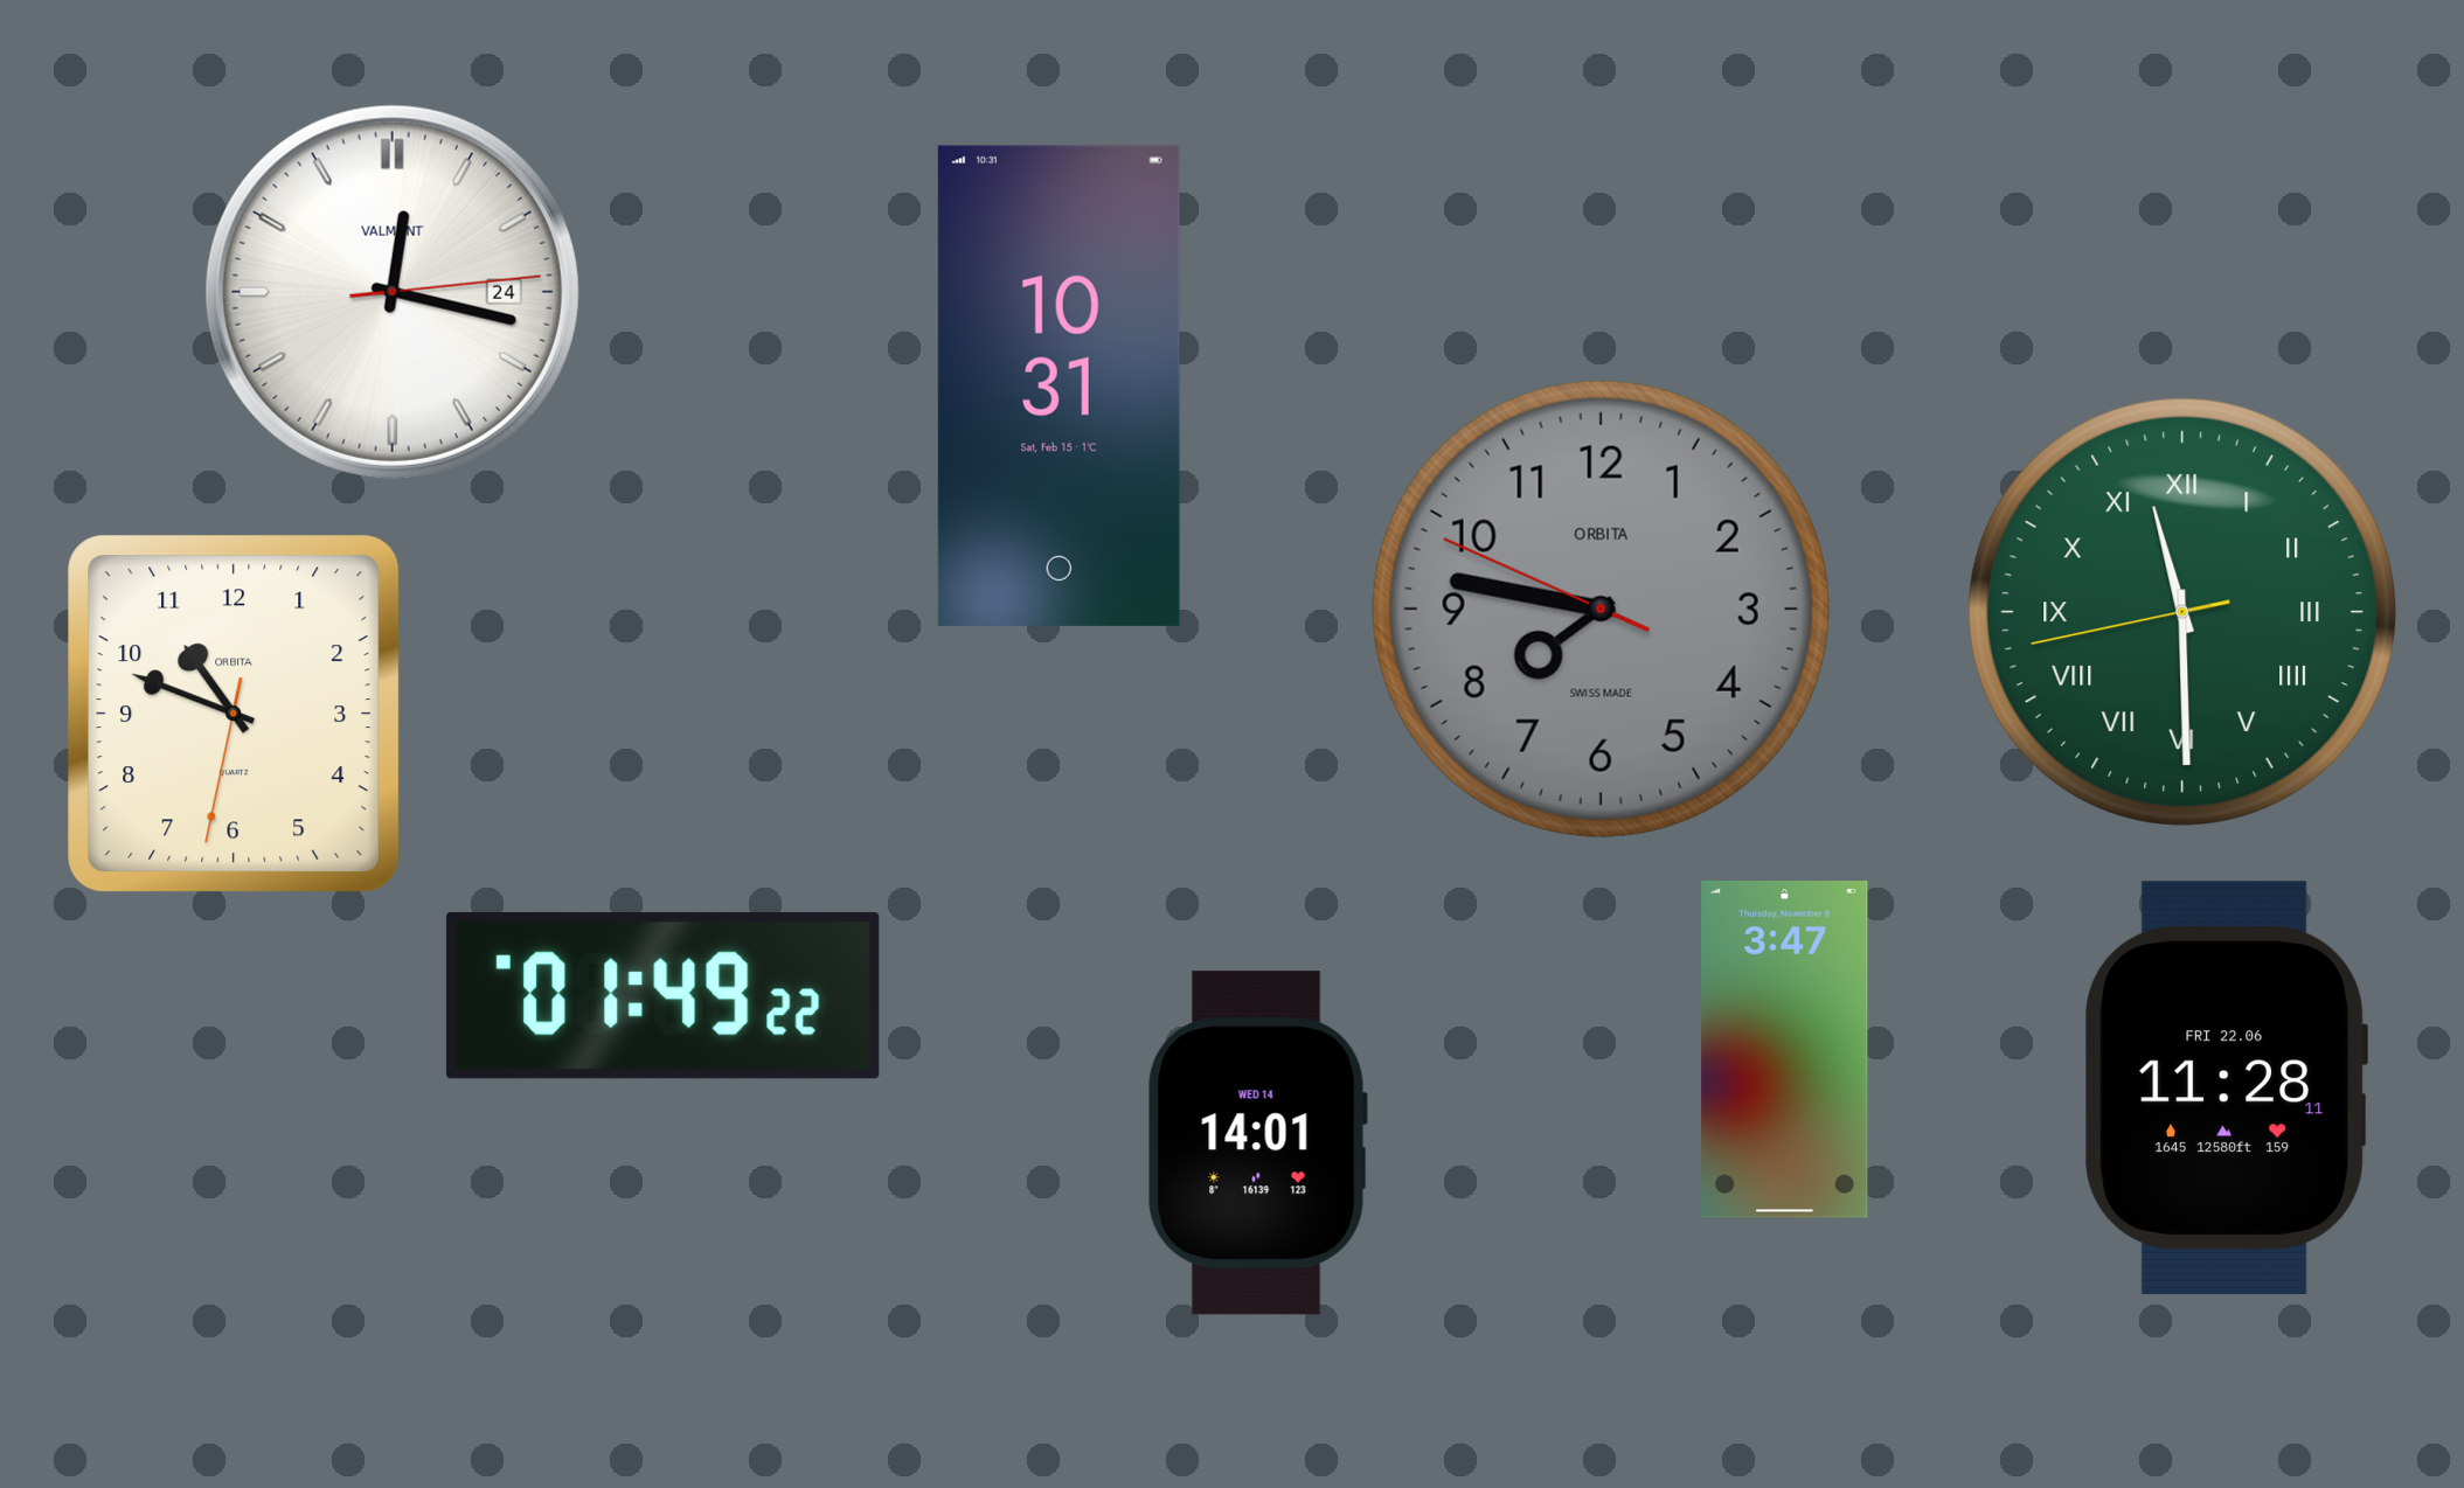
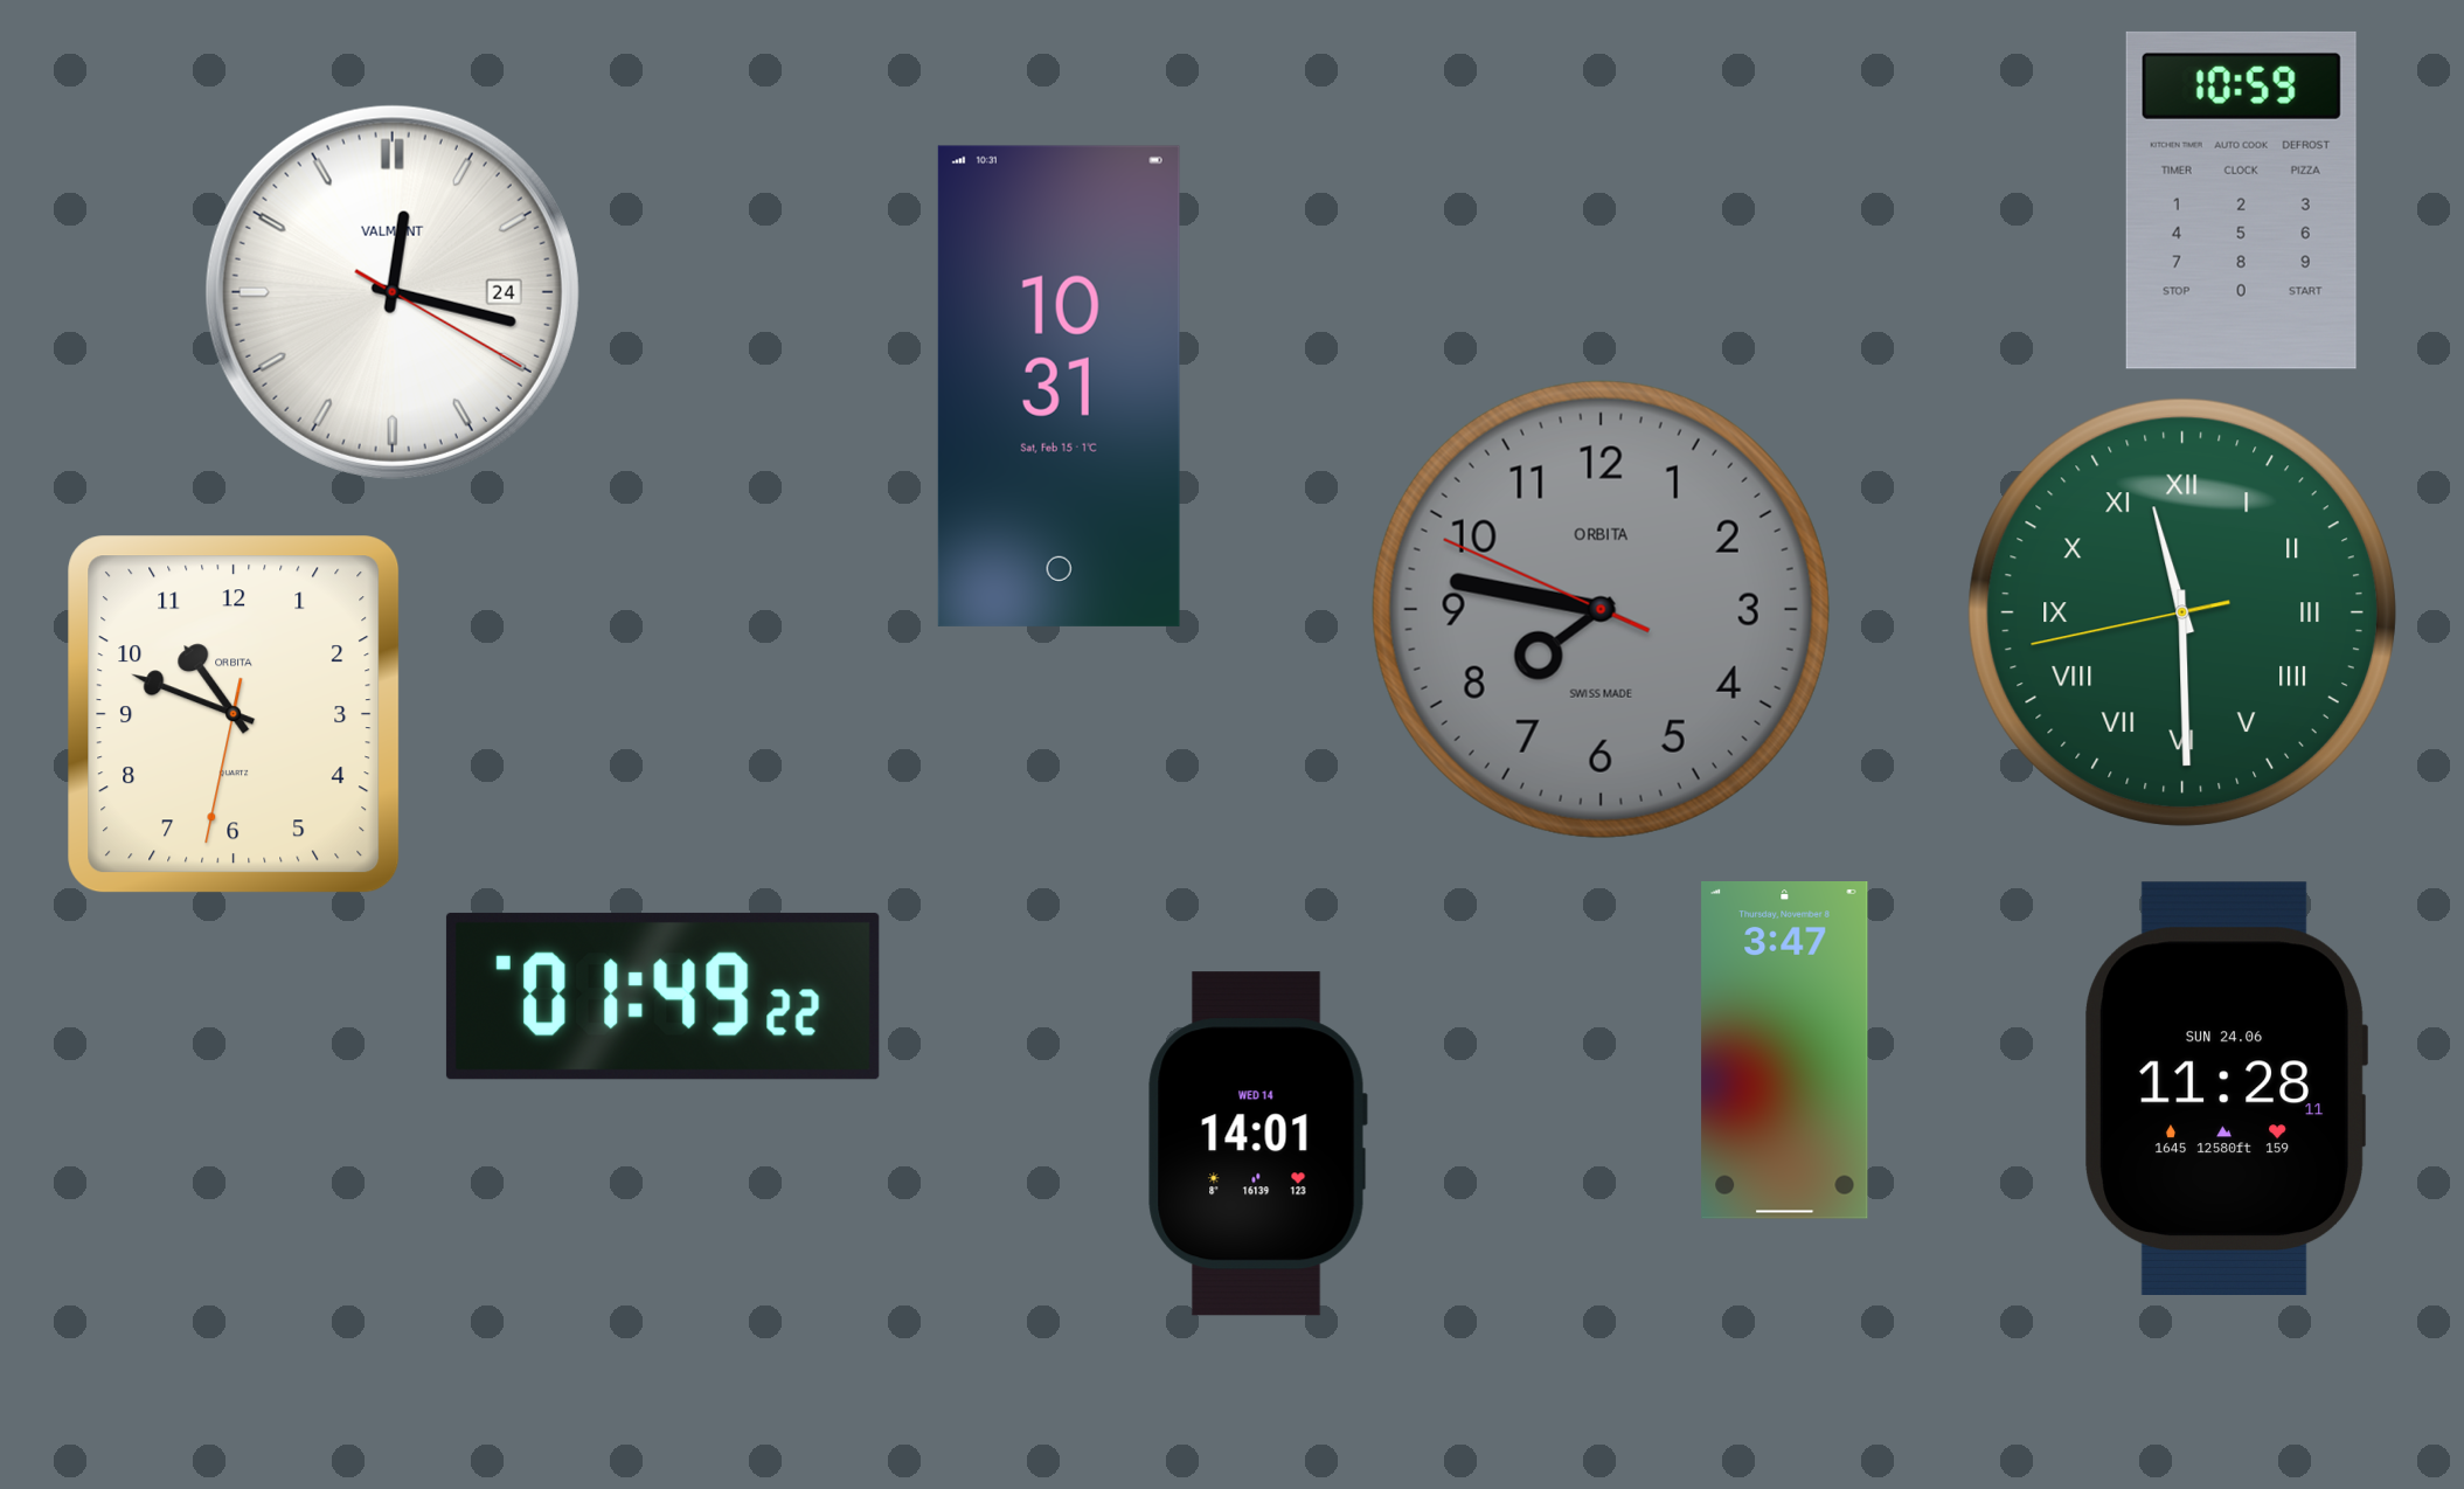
clock at (2241, 200): none -> 10:59
clock at (393, 292): 12:17:14 -> 12:17:20
clock at (2226, 1087) date: FRI 22.06 -> SUN 24.06
